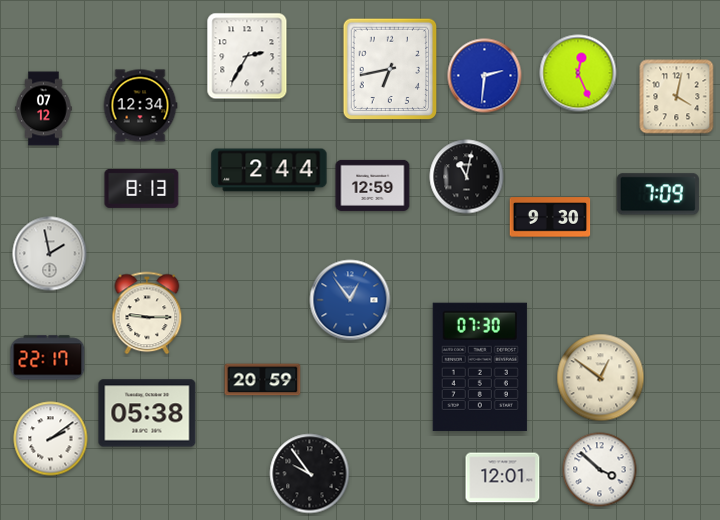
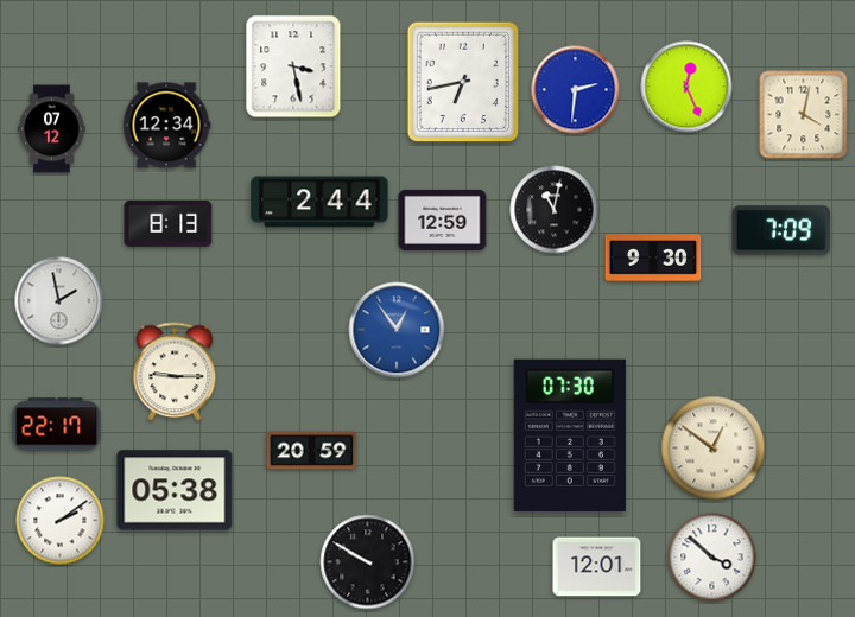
clock at (247, 56): 2:35 -> 3:28
clock at (350, 300) position: (350, 300) -> (397, 330)
clock at (310, 474): 9:54 -> 9:50
